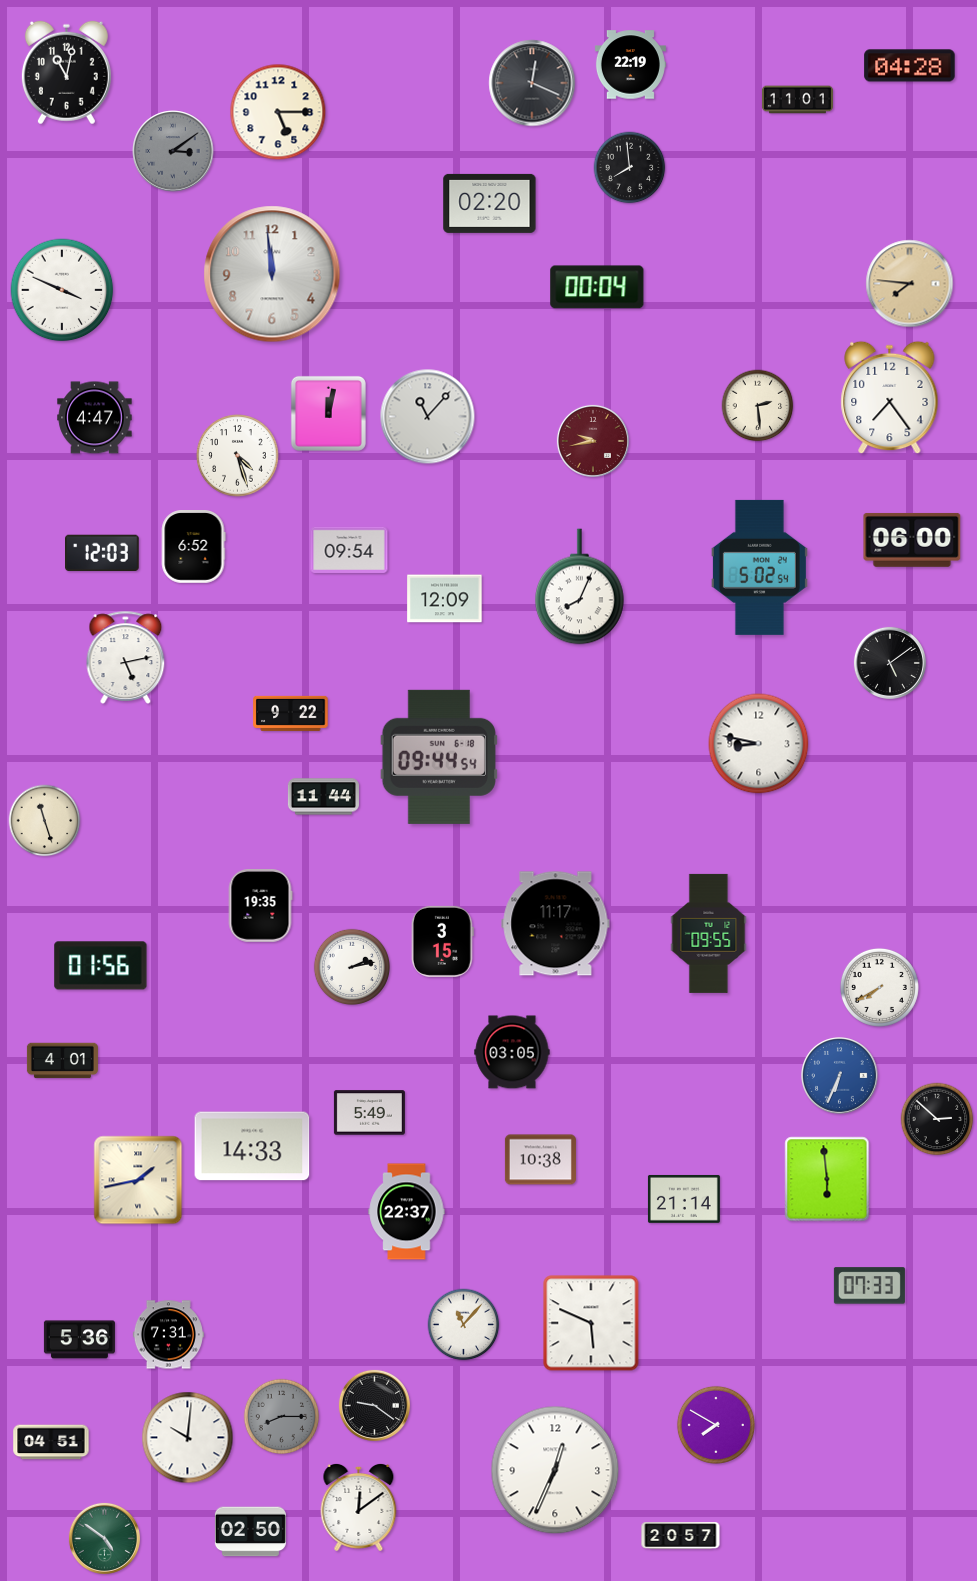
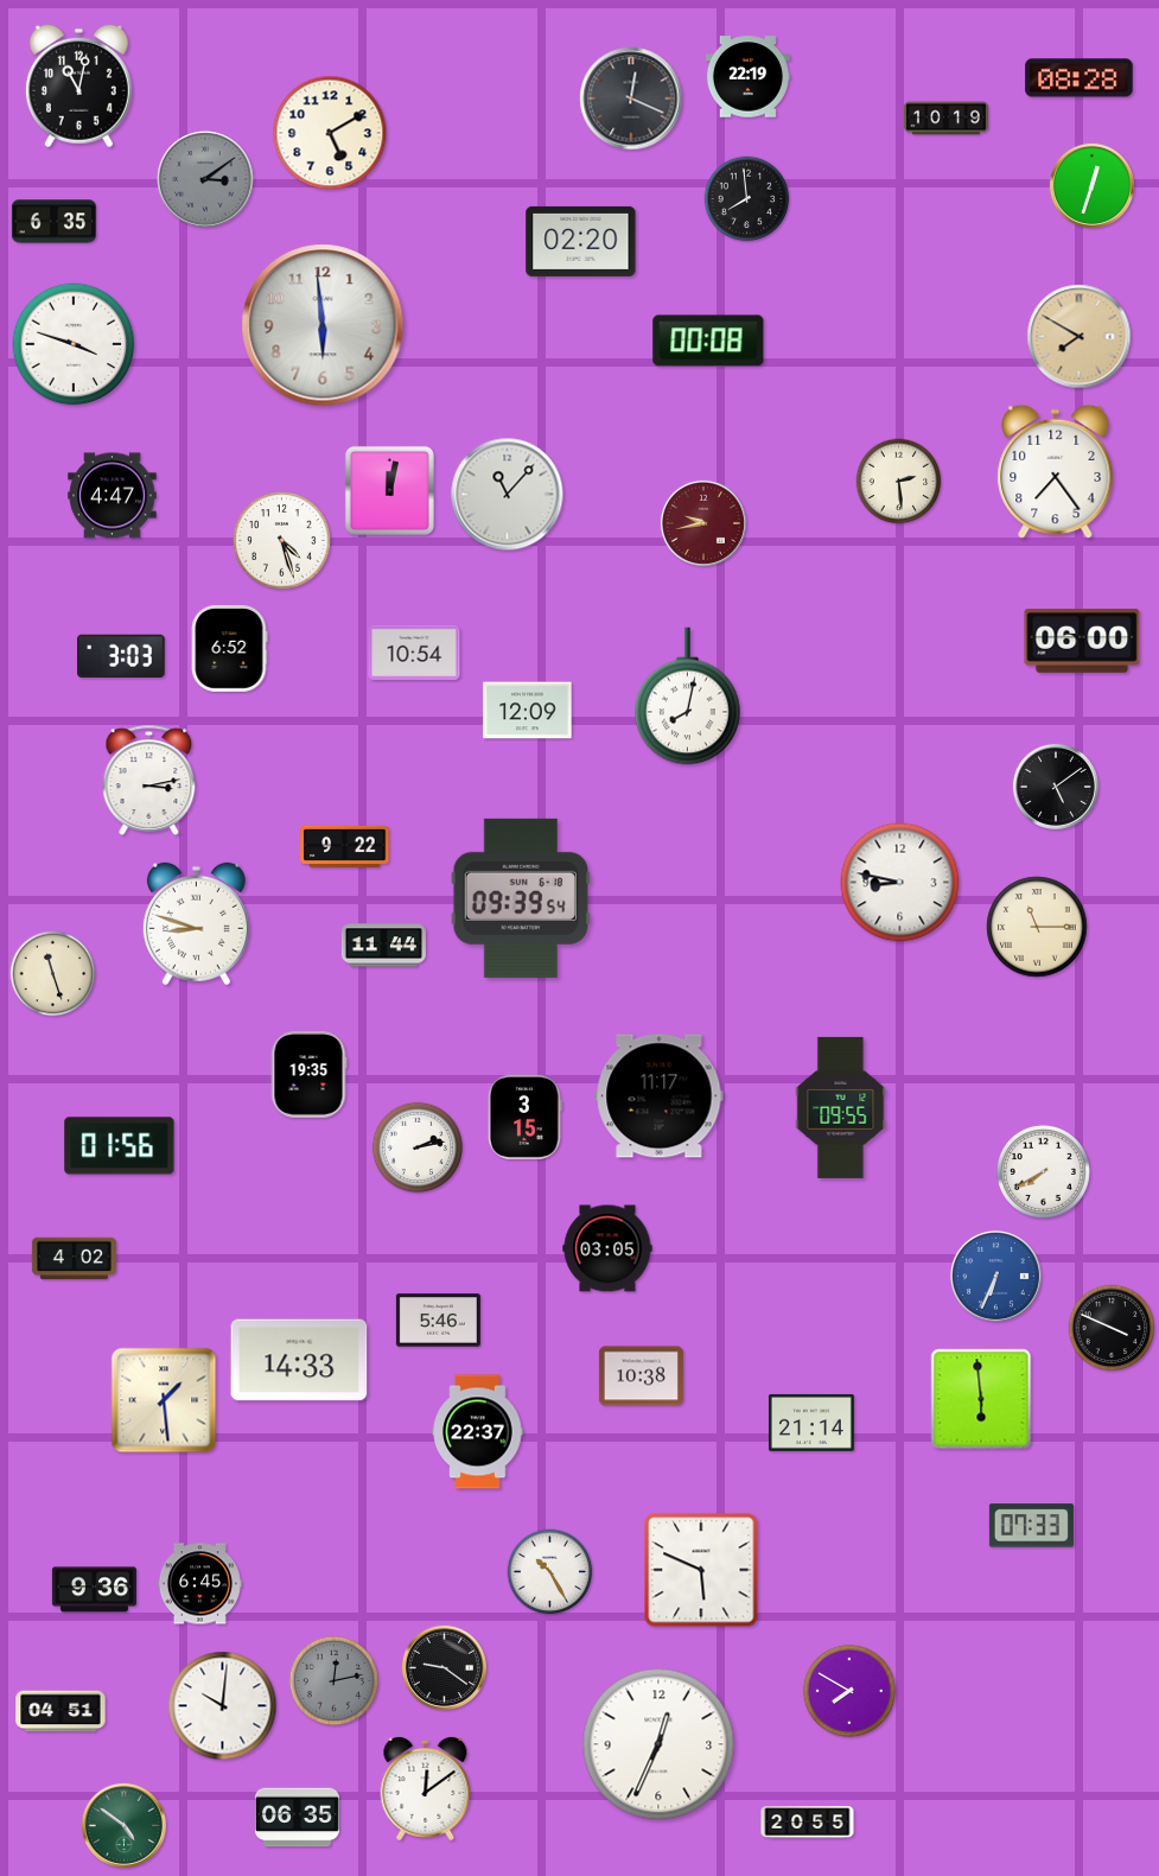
clock at (910, 66): 04:28 -> 08:28
clock at (797, 100): 11:01 -> 10:19
clock at (278, 112): 5:15 -> 5:10
clock at (1091, 185): none -> 12:33
clock at (53, 222): none -> 6:35
clock at (272, 274): 11:59 -> 5:59
clock at (910, 284): 7:46 -> 7:50
clock at (597, 287): 00:04 -> 00:08
clock at (62, 290): 3:49 -> 3:48
clock at (349, 550): 09:54 -> 10:54
clock at (102, 552): 12:03 -> 3:03
clock at (759, 567): 5:02 -> none
clock at (580, 587): 8:04 -> 8:02
clock at (126, 657): 5:13 -> 3:13
clock at (439, 757): 09:44 -> 09:39
clock at (196, 924): none -> 8:48
clock at (1037, 927): none -> 11:15
clock at (62, 1061): 4:01 -> 4:02
clock at (369, 1113): 5:49 -> 5:46
clock at (937, 1119): 2:52 -> 3:49
clock at (138, 1180): 1:43 -> 1:29
clock at (407, 1212) position: (407, 1212) -> (478, 1432)
clock at (464, 1325): 11:07 -> 10:25
clock at (168, 1335): 7:31 -> 6:45
clock at (79, 1340): 5:36 -> 9:36
clock at (282, 1417): 8:15 -> 12:13
clock at (250, 1532): 02:50 -> 06:35
clock at (681, 1536): 20:57 -> 20:55
